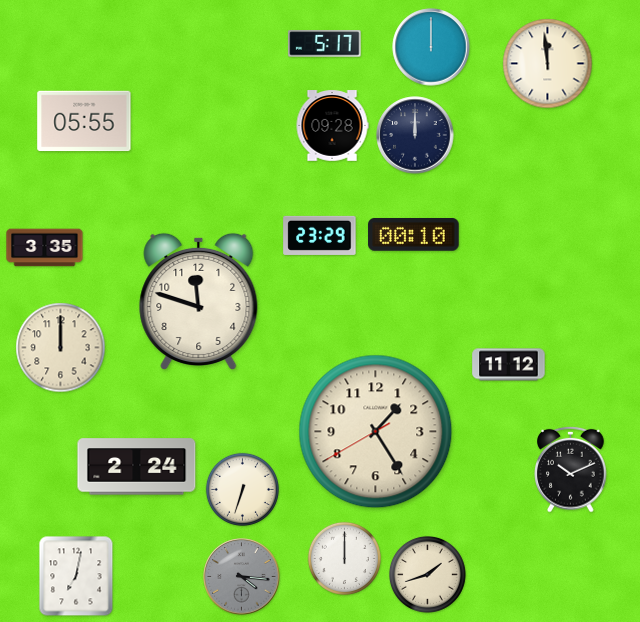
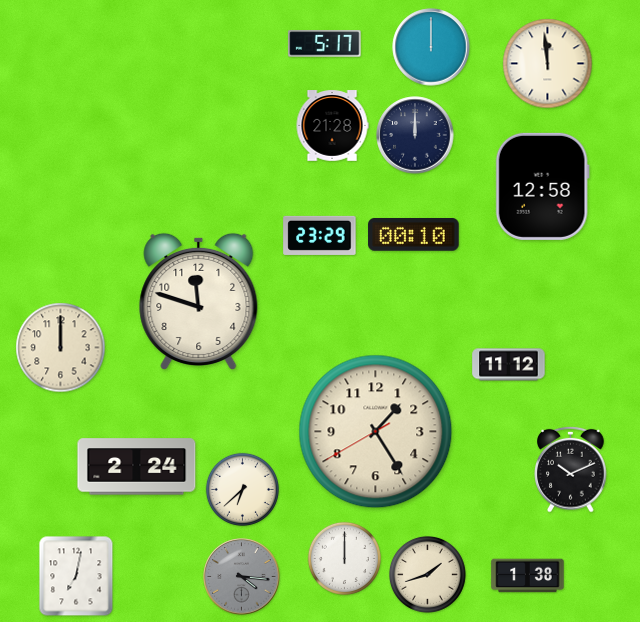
clock at (84, 121): 05:55 -> none
clock at (332, 126): 09:28 -> 21:28
clock at (542, 186): none -> 12:58
clock at (45, 248): 3:35 -> none
clock at (242, 489): 6:33 -> 6:38
clock at (528, 576): none -> 1:38
